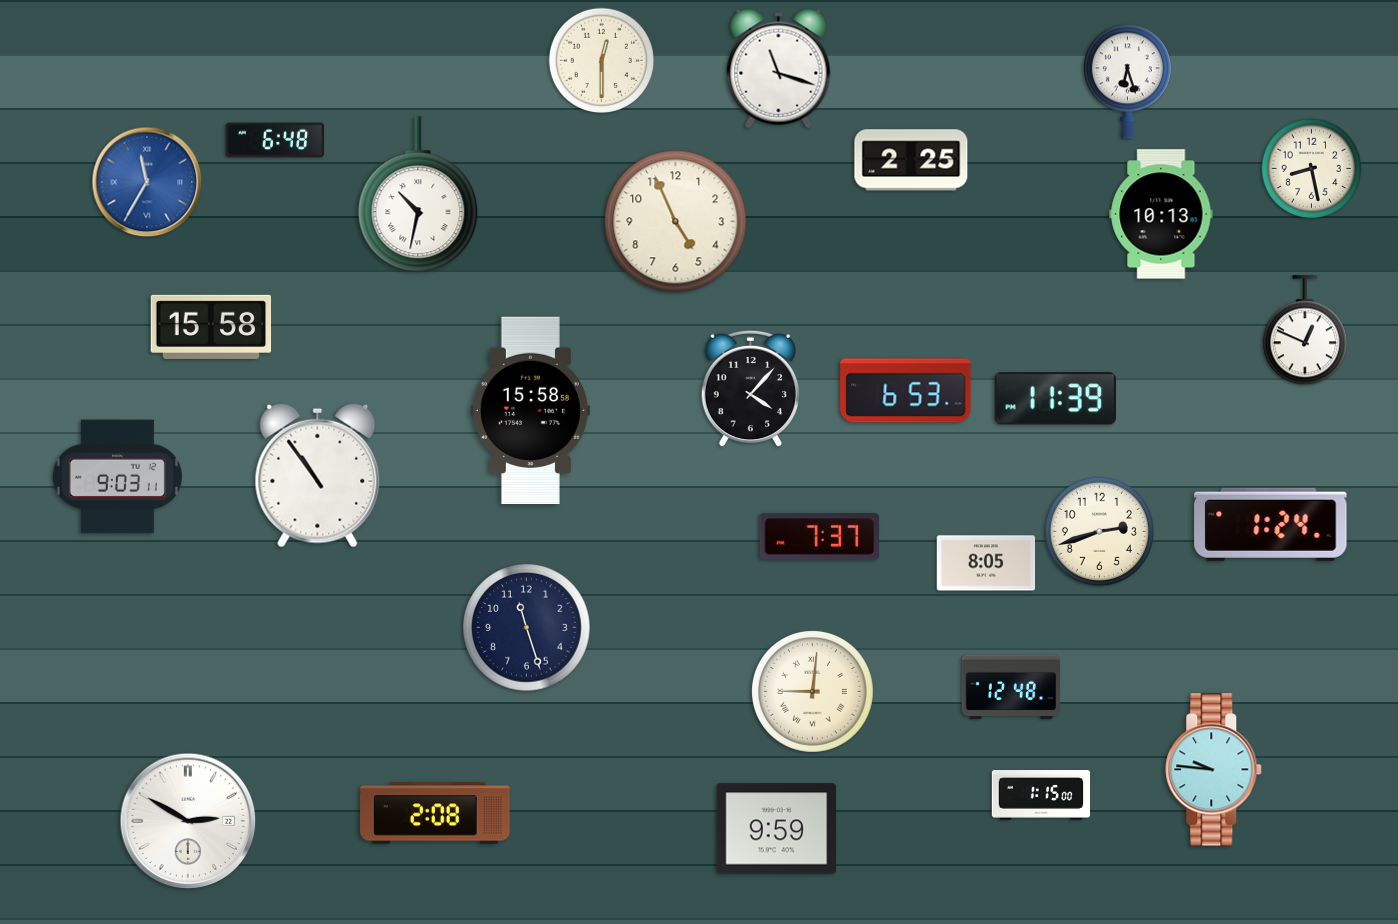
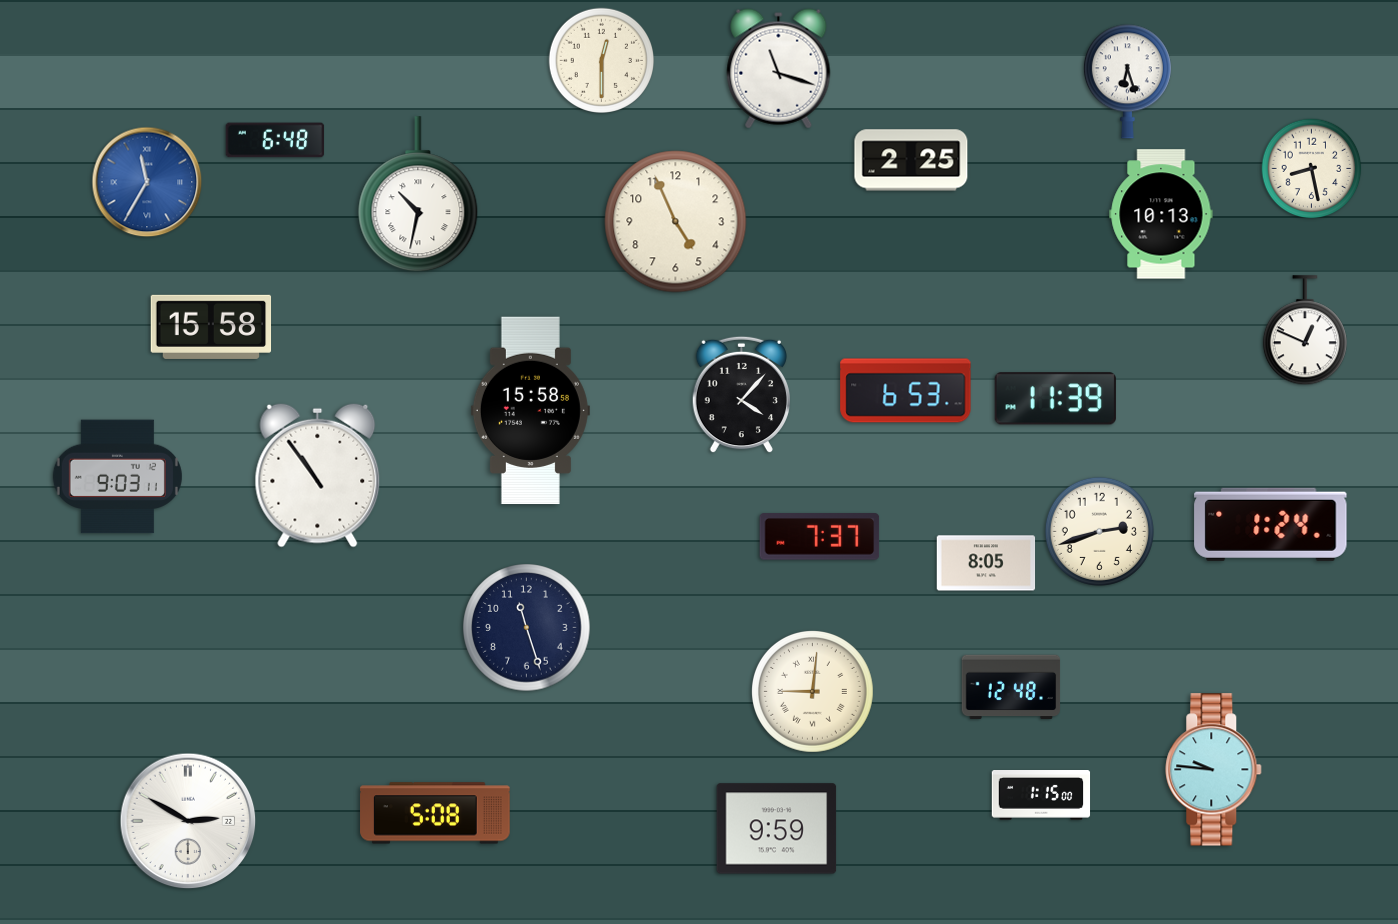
clock at (750, 389) position: (750, 389) -> (741, 395)
clock at (435, 813): 2:08 -> 5:08
